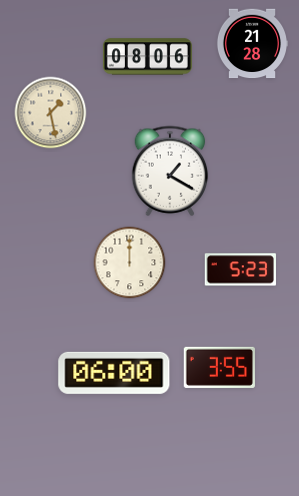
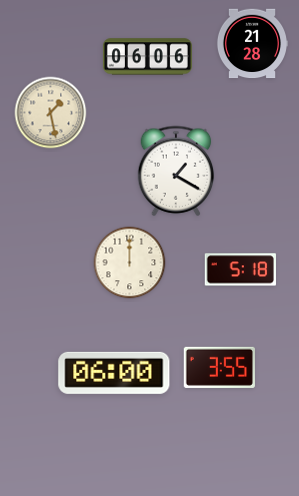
clock at (147, 57): 08:06 -> 06:06
clock at (170, 171) position: (170, 171) -> (176, 171)
clock at (240, 270): 5:23 -> 5:18
